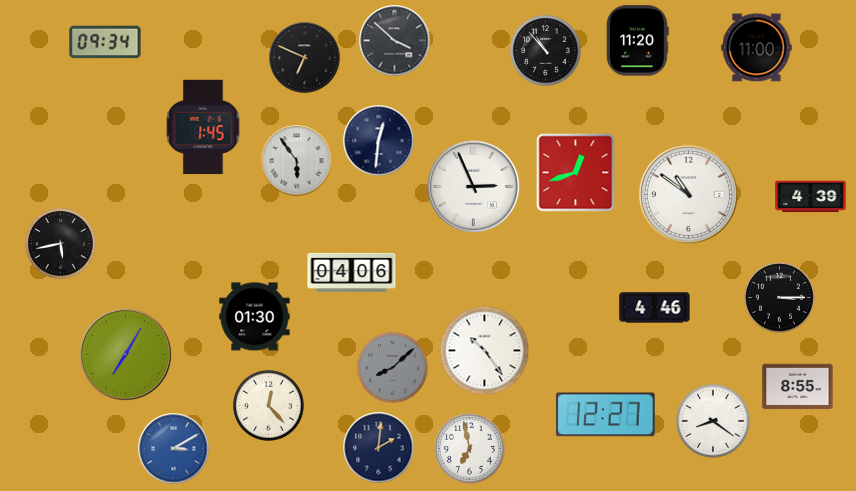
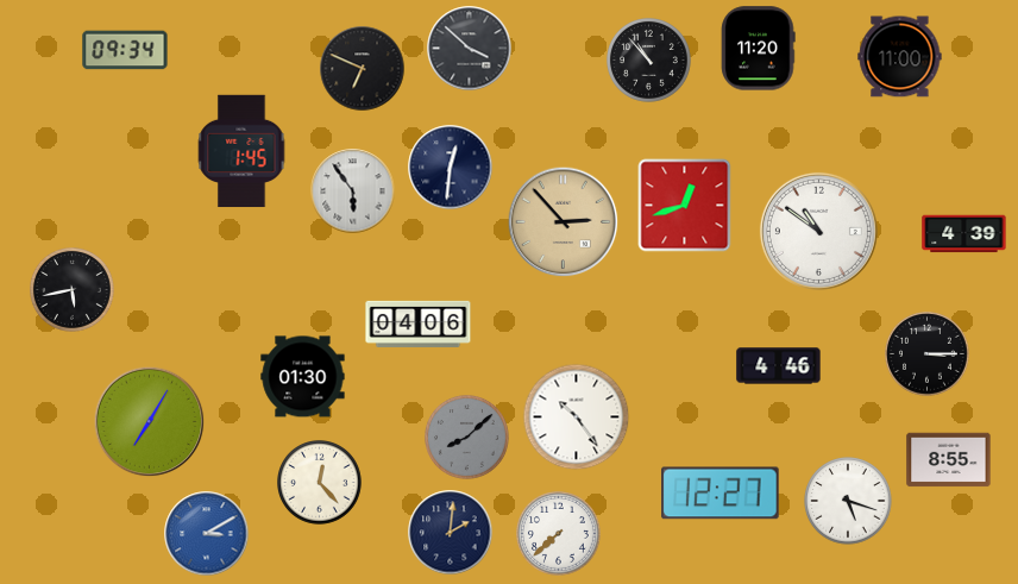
clock at (474, 187): 2:56 -> 2:53
clock at (474, 187) dial: white -> champagne
clock at (713, 421): 8:21 -> 5:18
clock at (470, 449): 6:58 -> 7:38
